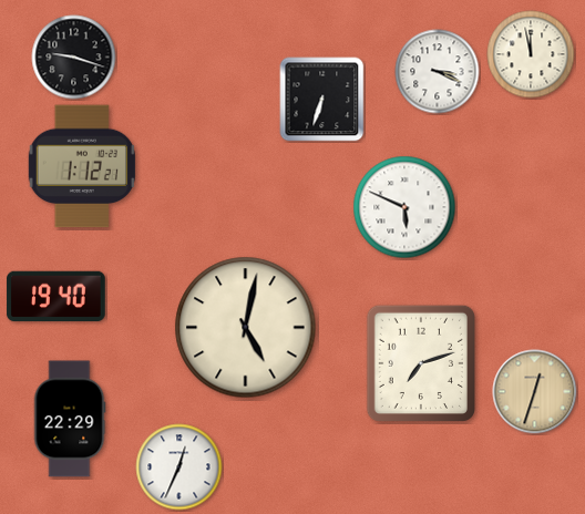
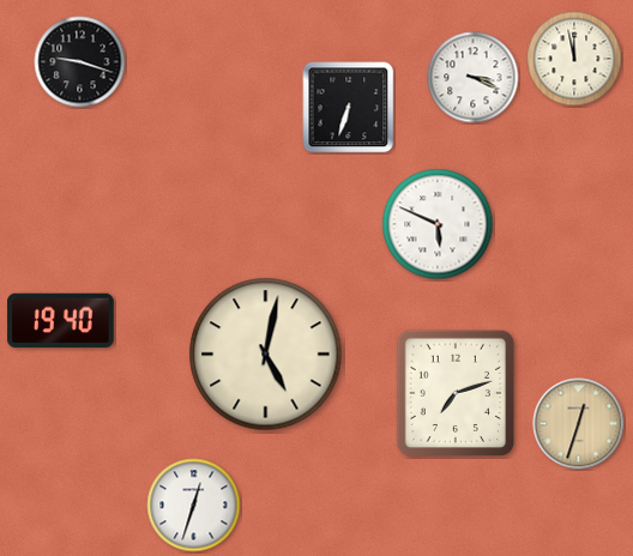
clock at (82, 166): 1:12 -> none
clock at (70, 419): 22:29 -> none
clock at (179, 467): 12:34 -> 12:33
